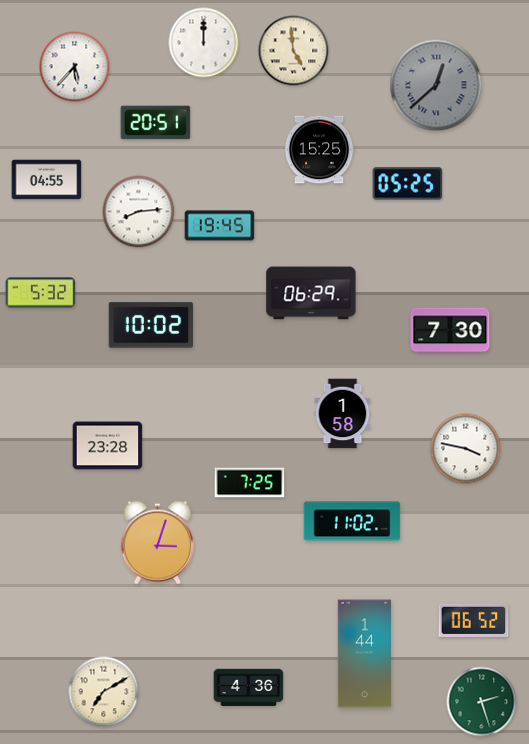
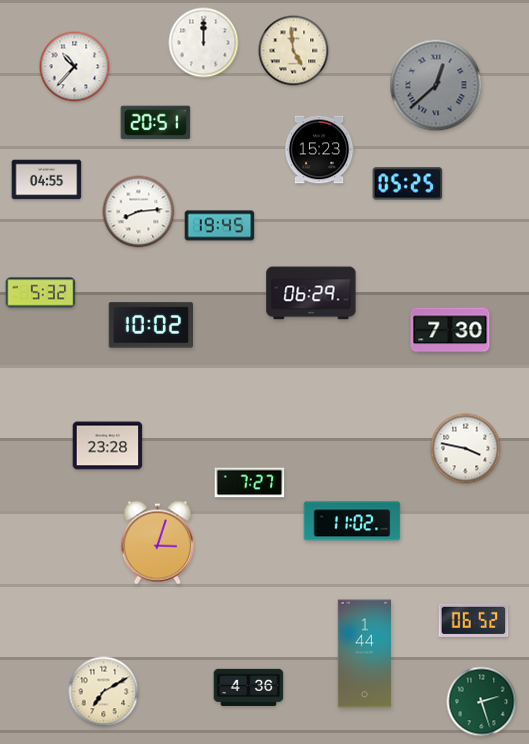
clock at (75, 67): 5:37 -> 10:37
clock at (319, 150): 15:25 -> 15:23
clock at (343, 414): 1:58 -> none
clock at (250, 483): 7:25 -> 7:27
